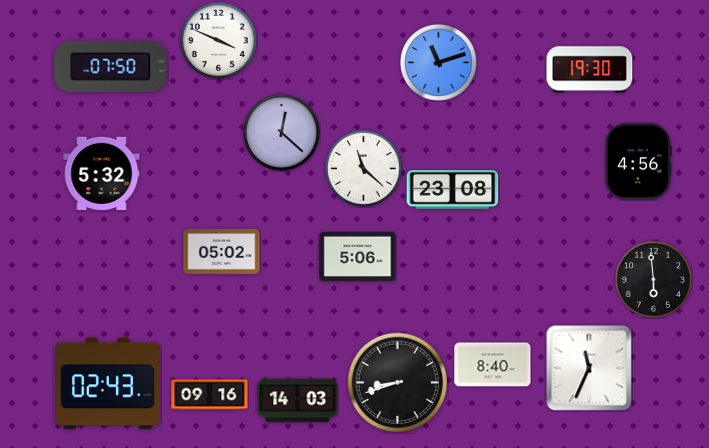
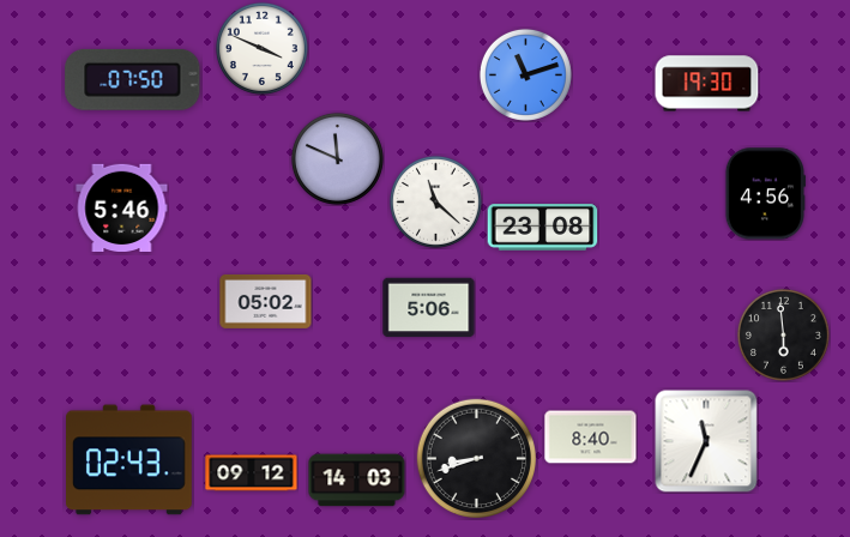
clock at (281, 132): 12:22 -> 11:49
clock at (102, 173): 5:32 -> 5:46
clock at (210, 395): 09:16 -> 09:12
